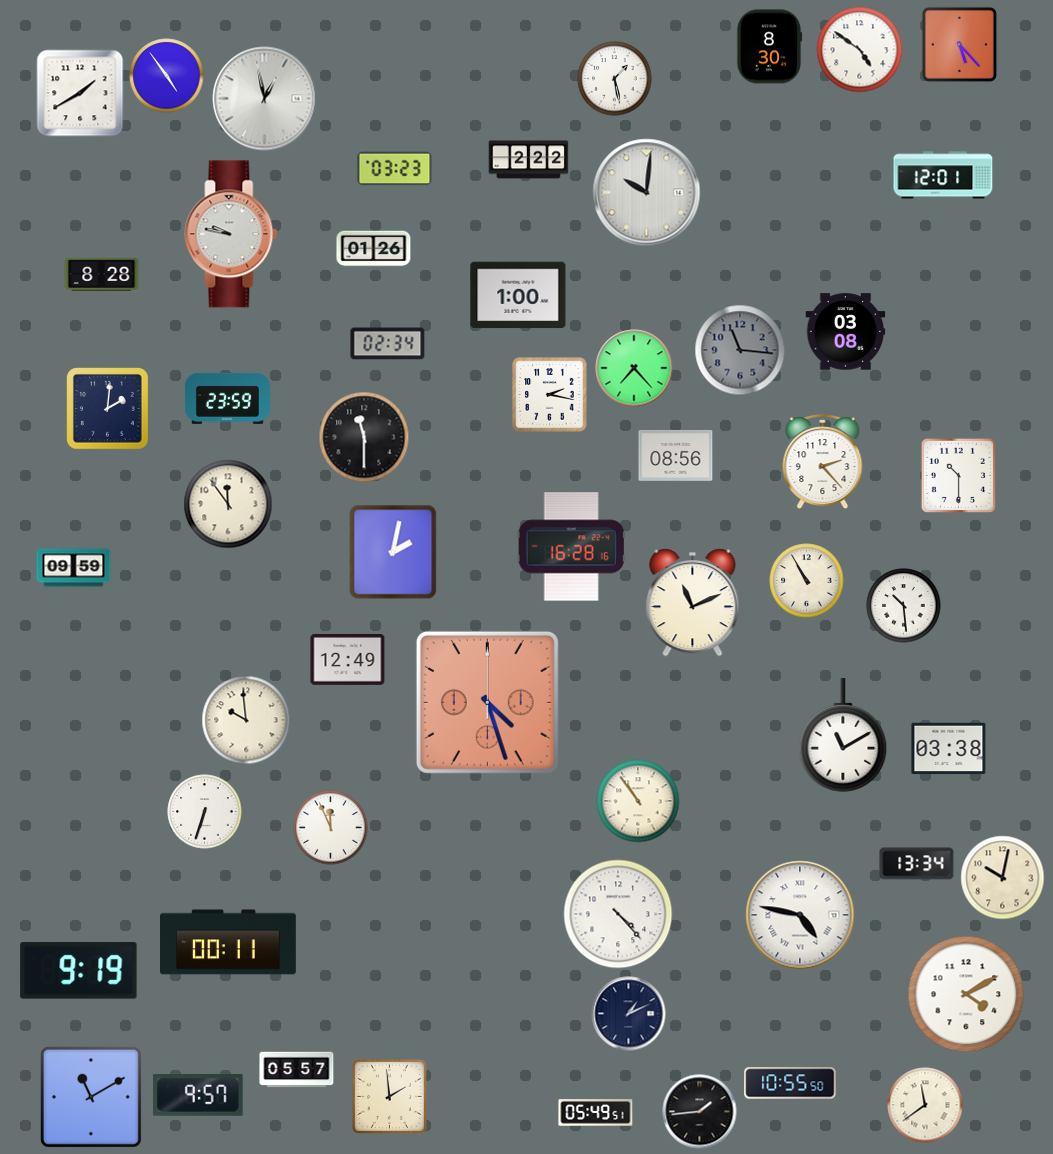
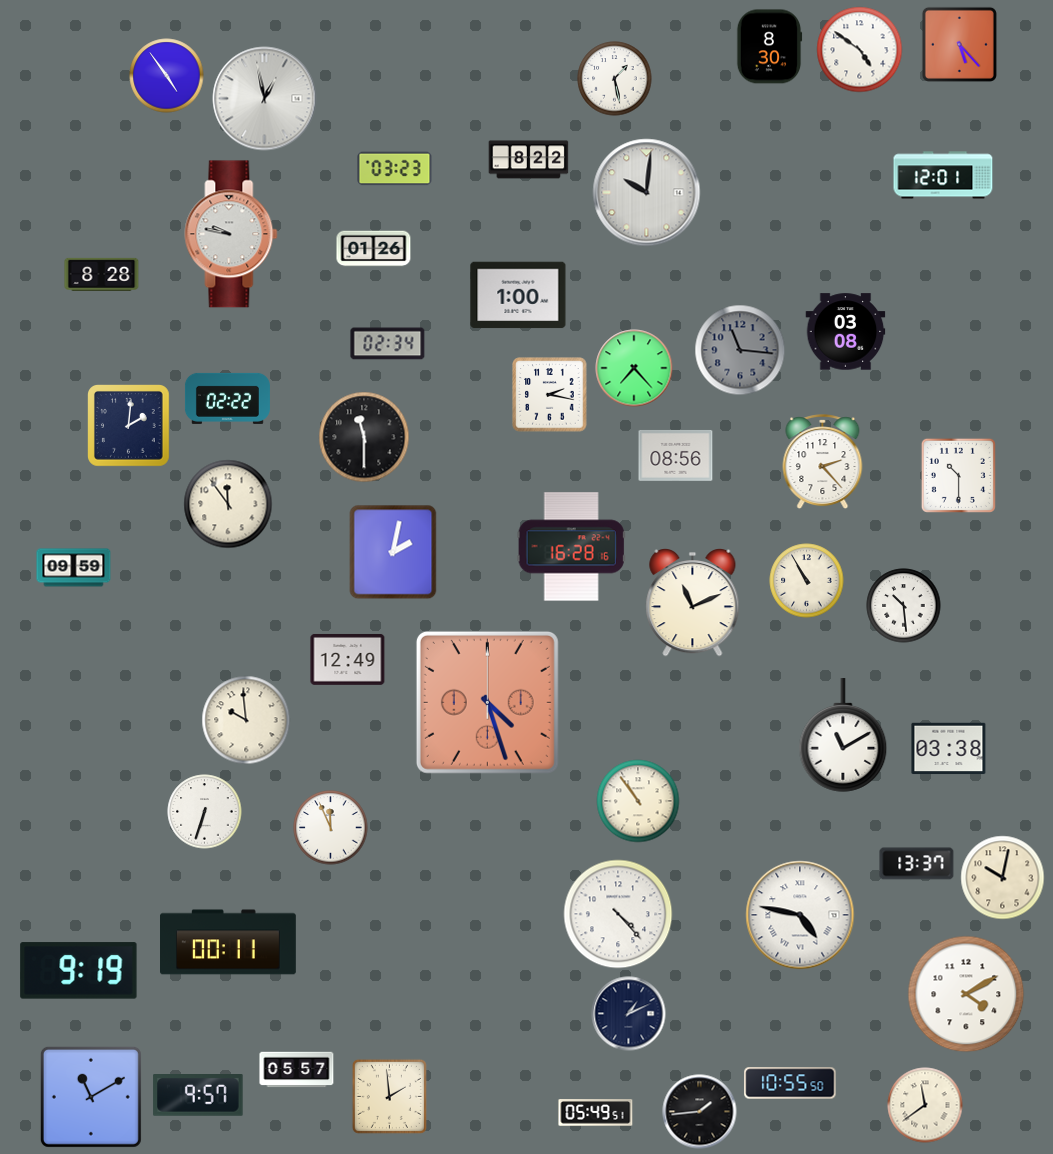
clock at (80, 93): 1:40 -> none
clock at (529, 160): 2:22 -> 8:22
clock at (227, 398): 23:59 -> 02:22
clock at (108, 409) position: (108, 409) -> (129, 426)
clock at (917, 864): 13:34 -> 13:37
